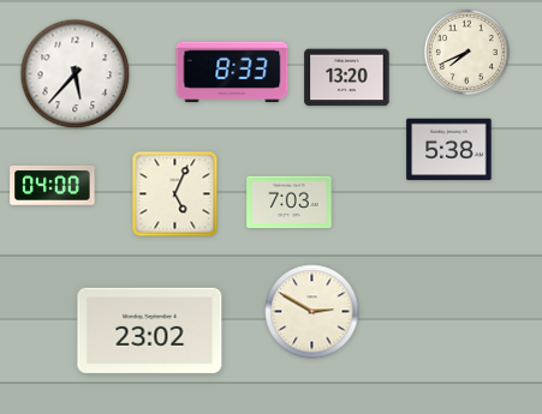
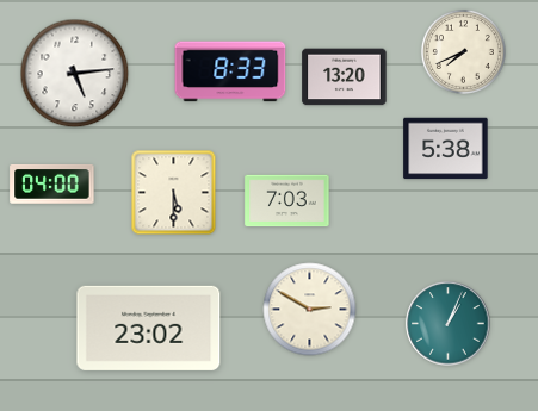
clock at (76, 74): 5:37 -> 5:14
clock at (175, 194): 5:04 -> 5:30
clock at (449, 324): none -> 1:04
